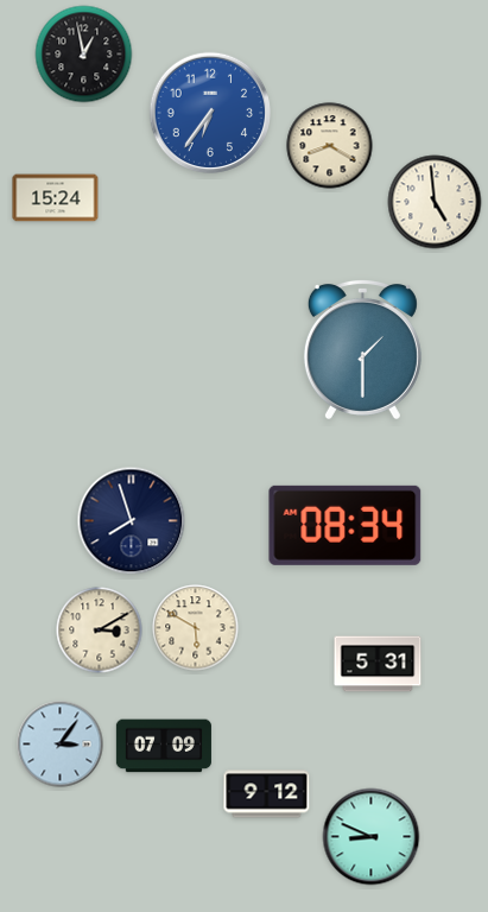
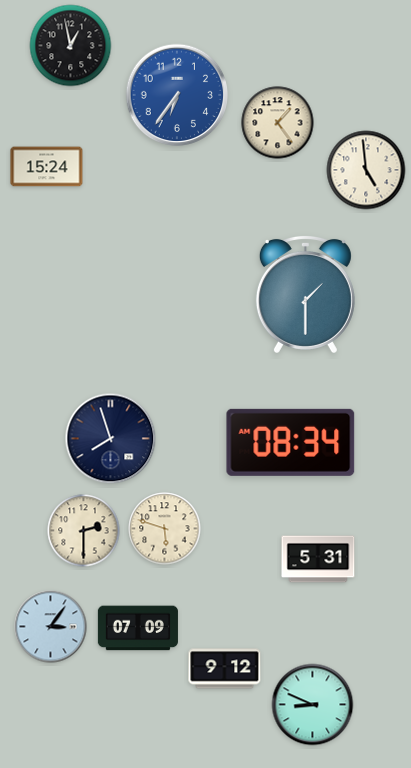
clock at (330, 146): 8:20 -> 1:24
clock at (196, 628): 5:50 -> 5:48
clock at (100, 631): 3:10 -> 2:30
